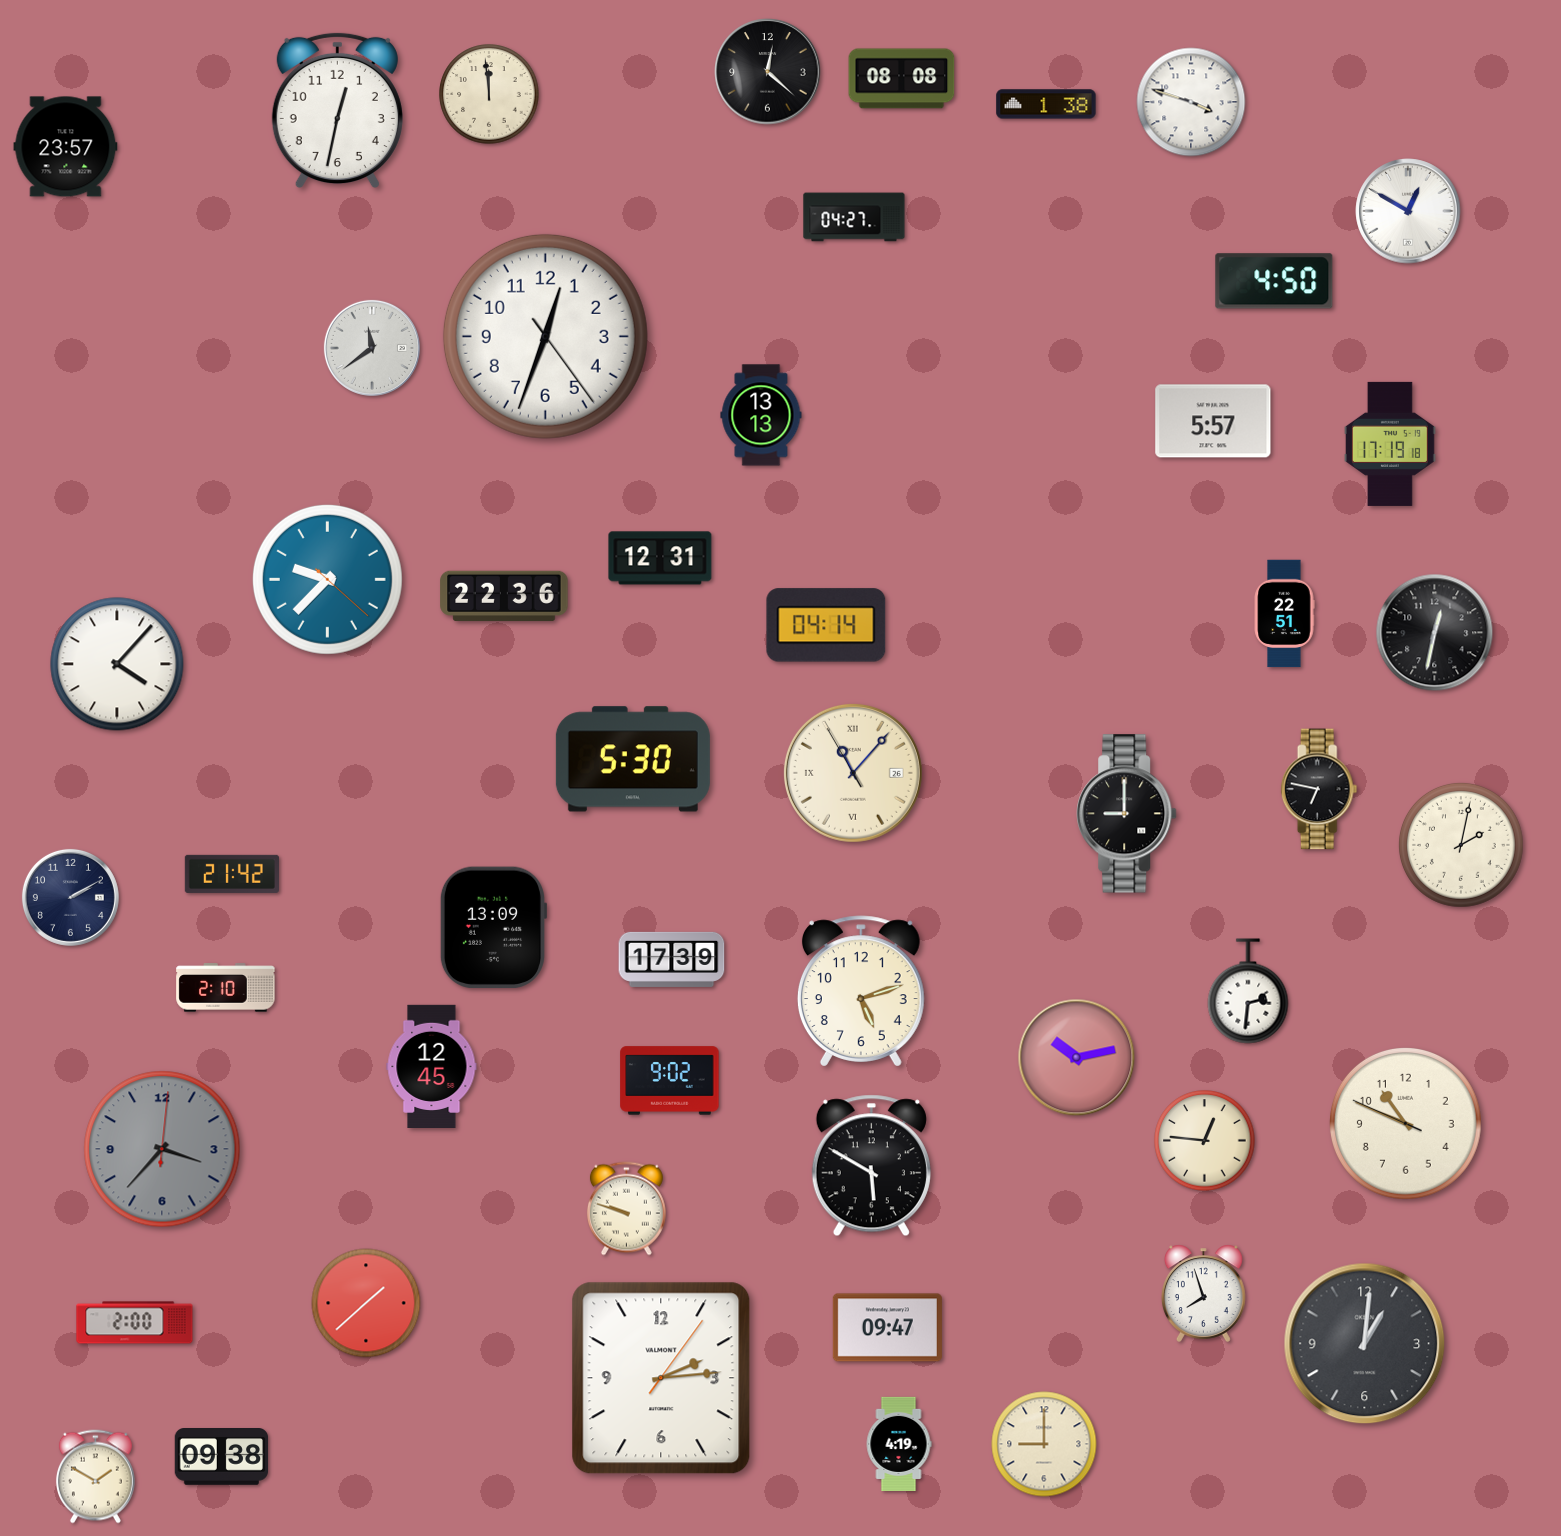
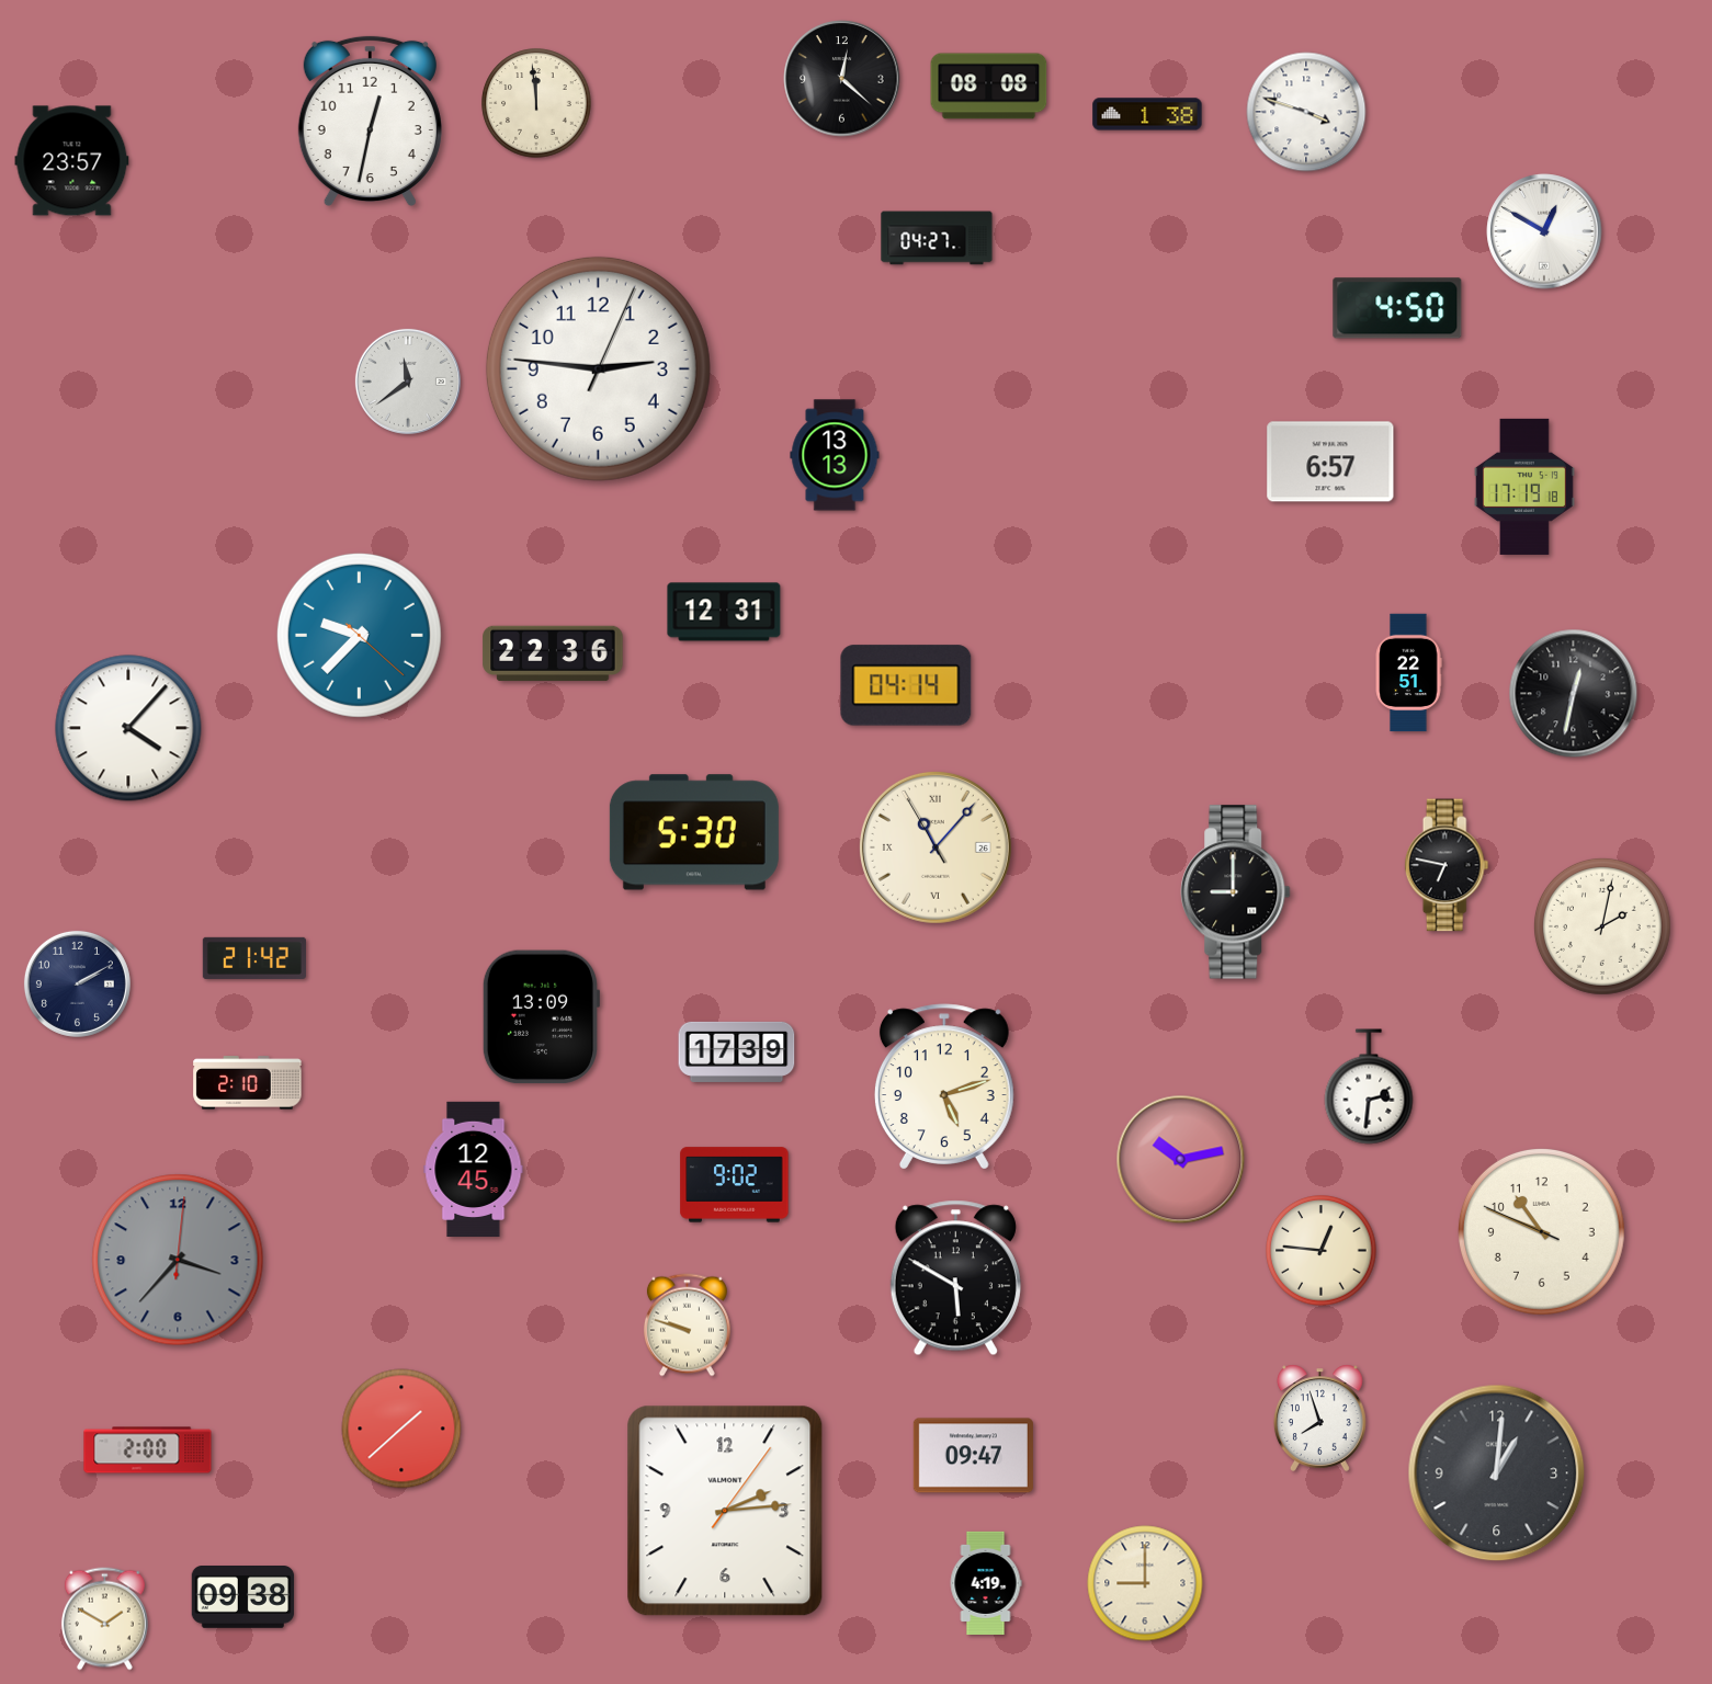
clock at (545, 336): 12:33 -> 2:46
clock at (1213, 421): 5:57 -> 6:57
